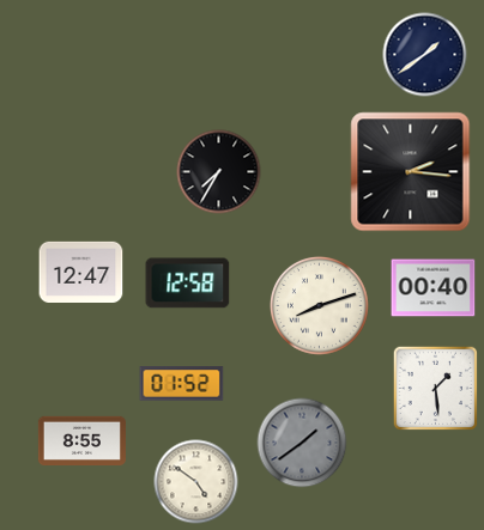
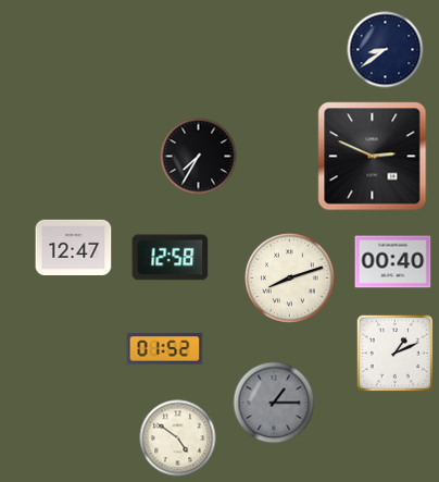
clock at (425, 55): 1:39 -> 8:39
clock at (411, 172): 2:16 -> 2:49
clock at (436, 389): 1:29 -> 1:11
clock at (81, 440): 8:55 -> none
clock at (302, 443): 1:39 -> 1:15
